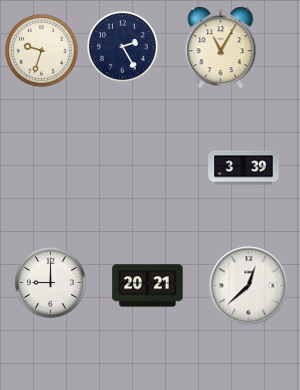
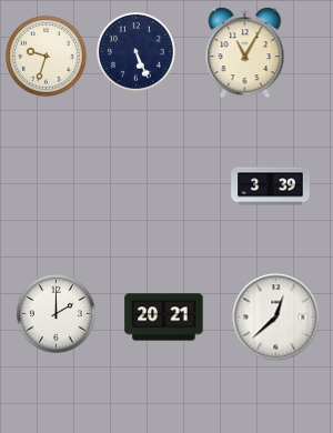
clock at (122, 46): 2:25 -> 5:26
clock at (50, 282): 9:00 -> 2:00
